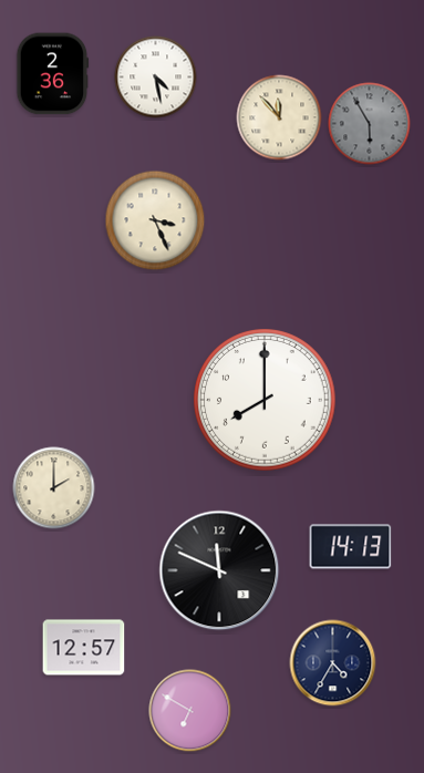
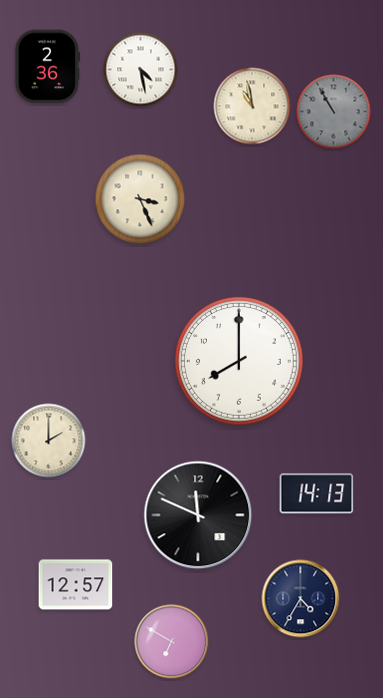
clock at (279, 117): 11:53 -> 10:58
clock at (370, 124): 5:55 -> 10:55
